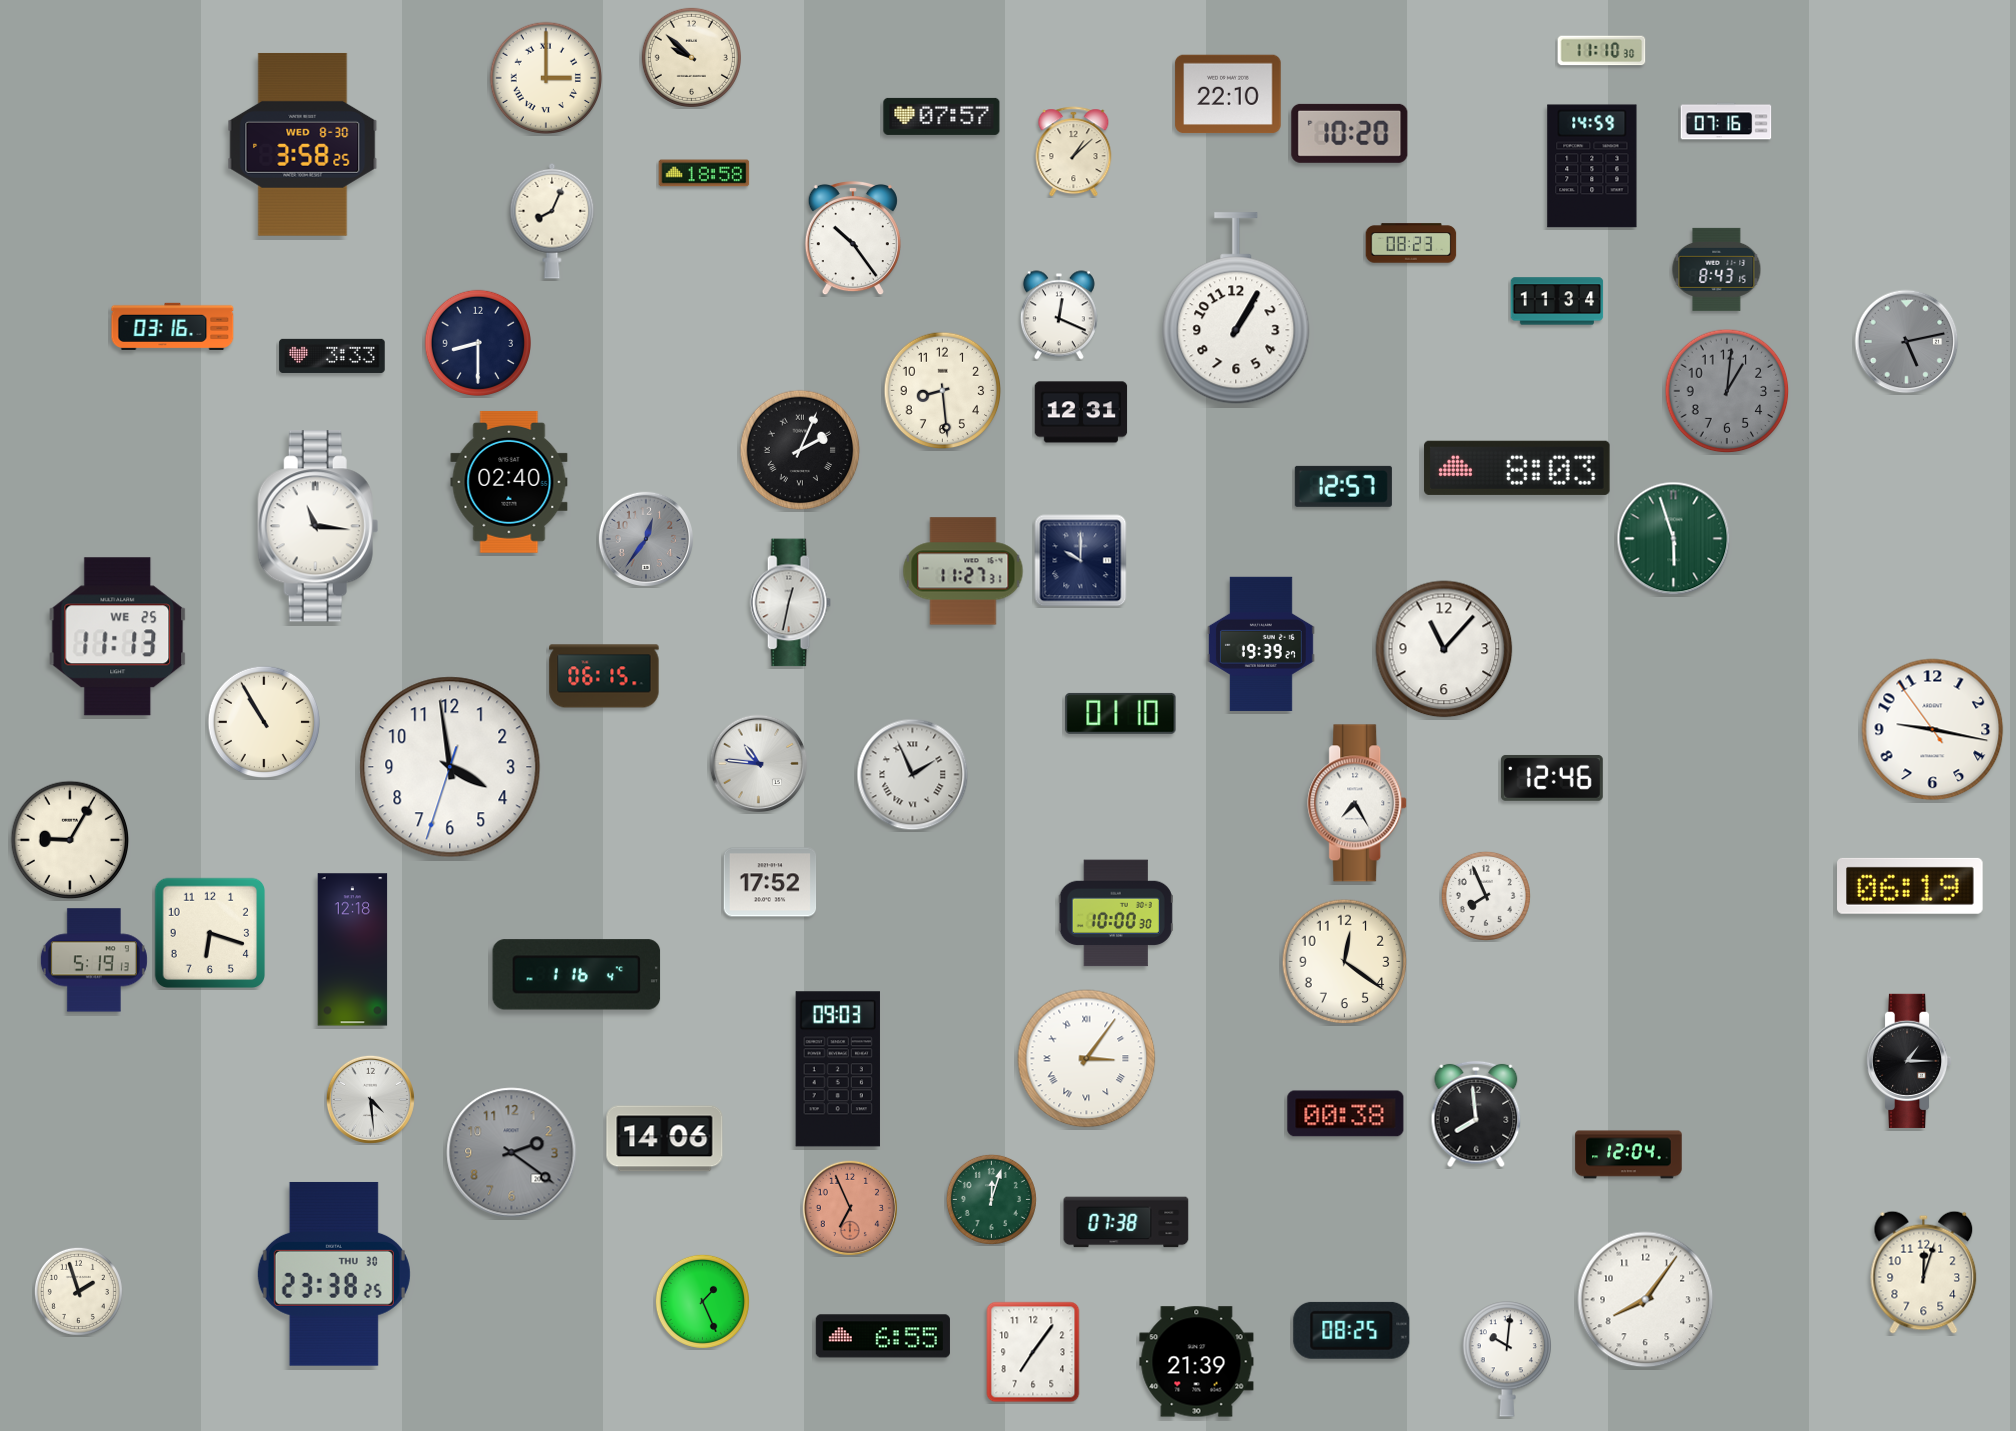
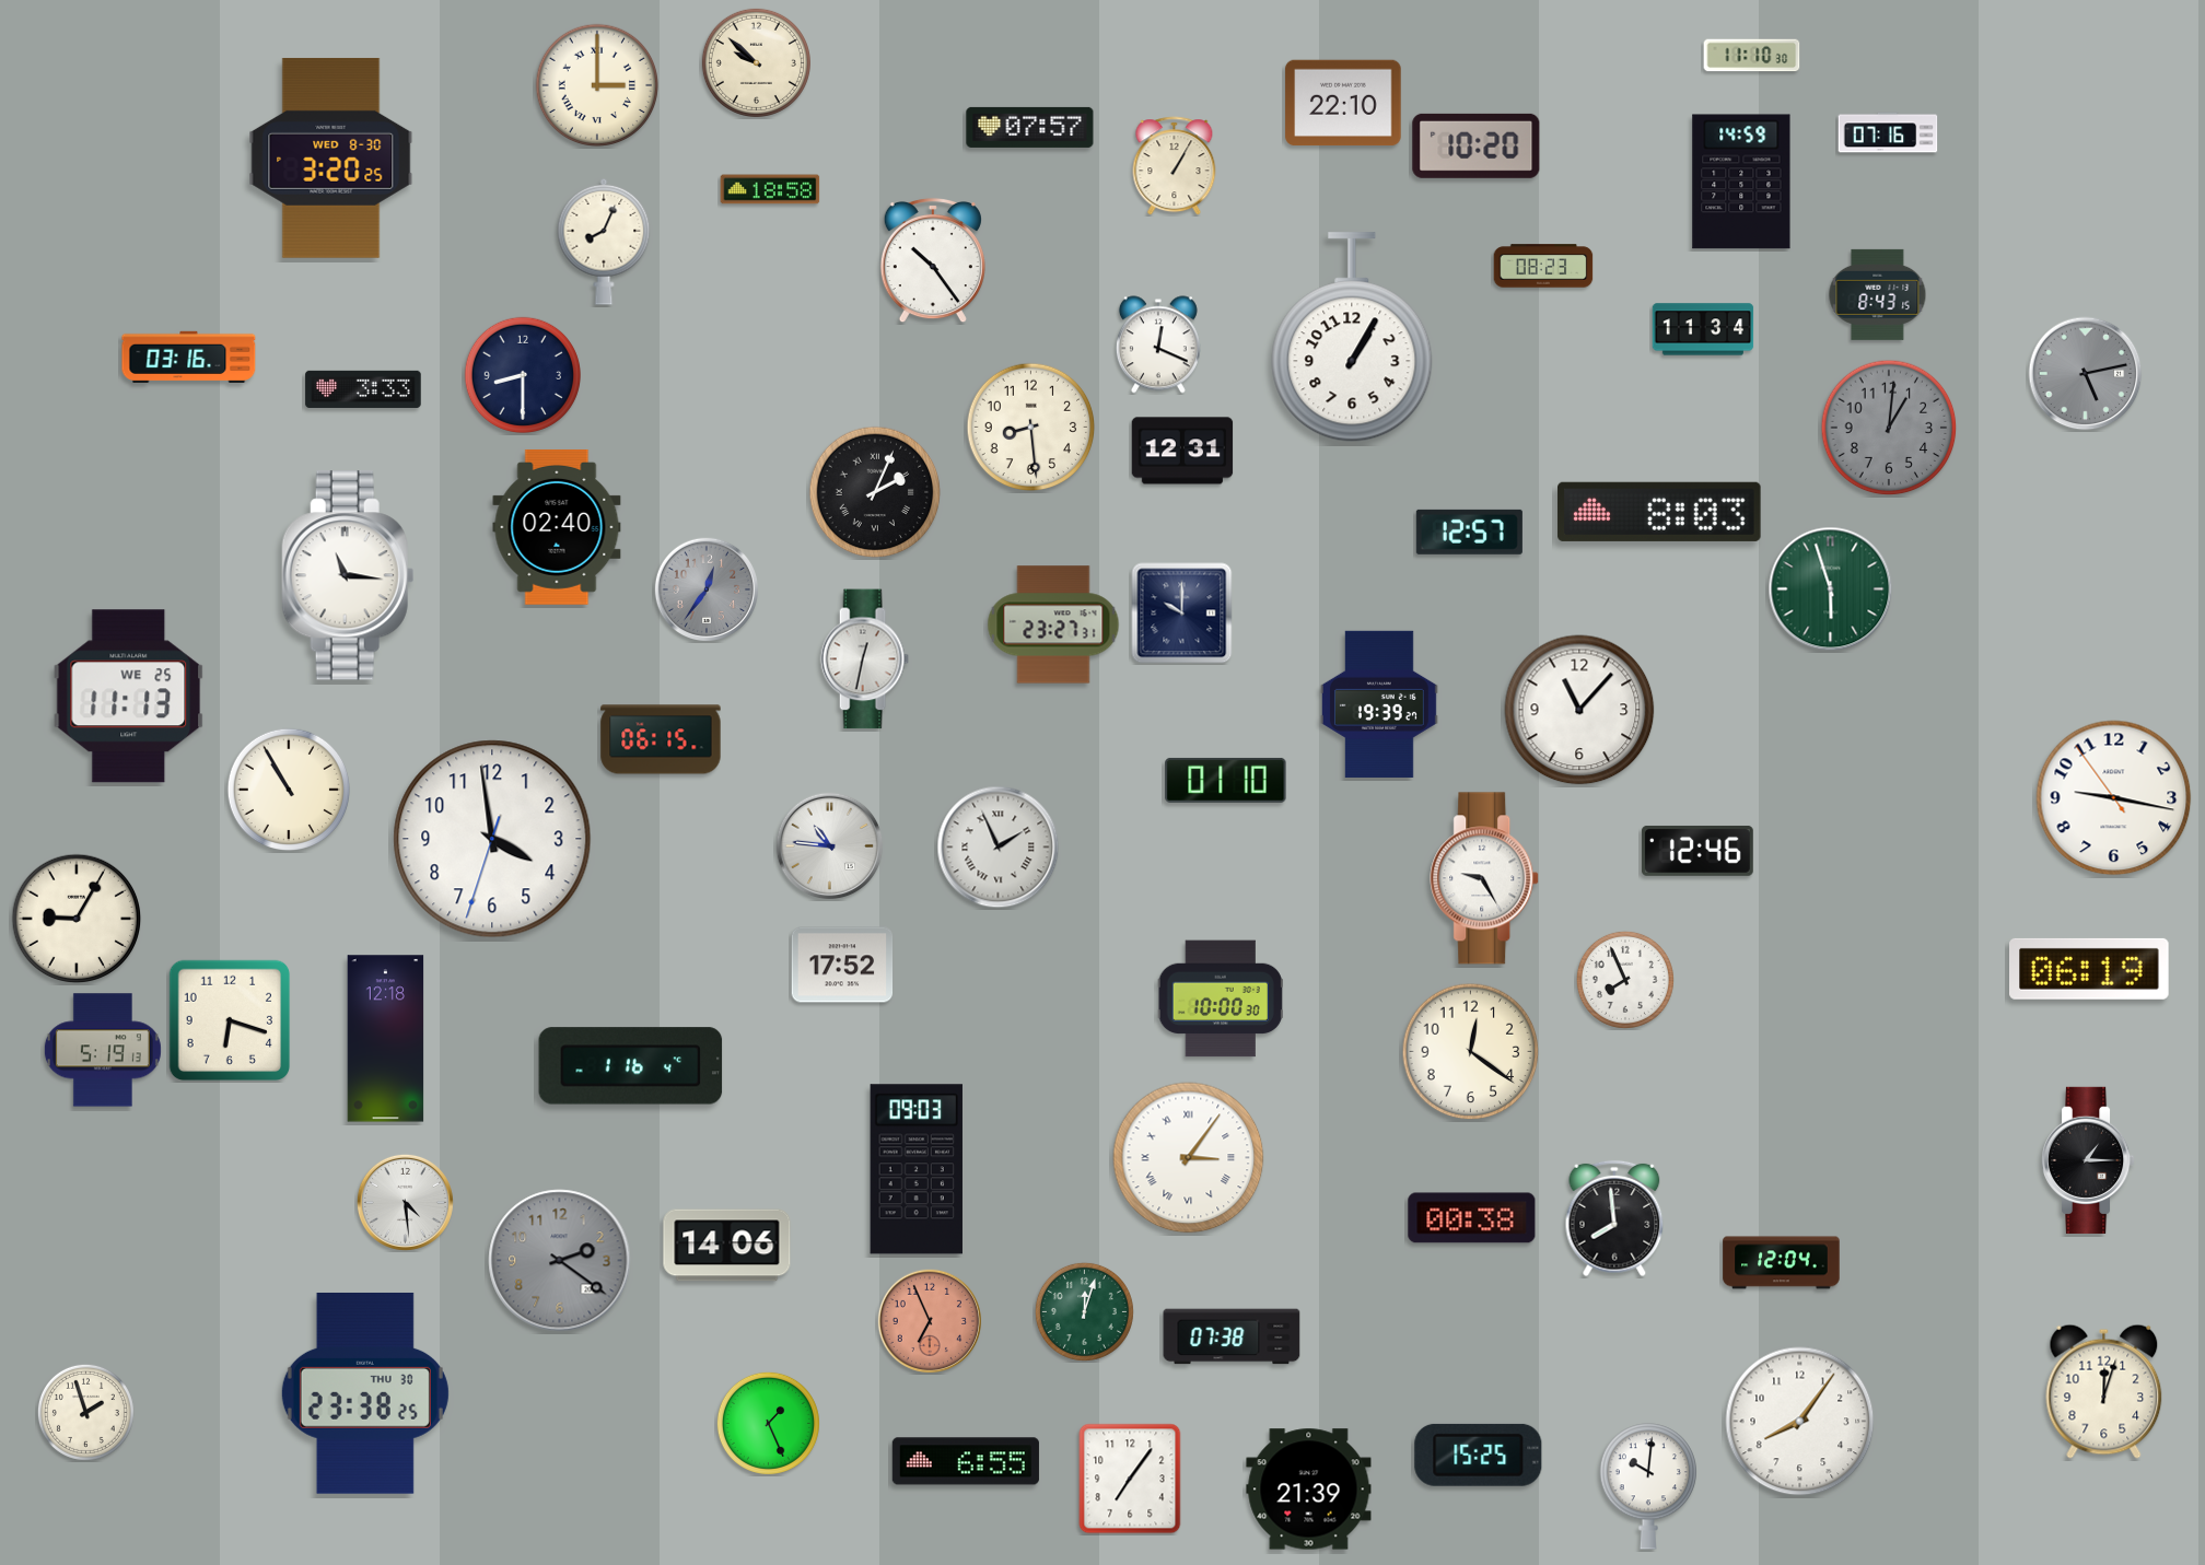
clock at (303, 144): 3:58 -> 3:20
clock at (1074, 152): 1:08 -> 1:05
clock at (963, 571): 11:27 -> 23:27
clock at (759, 764) position: (759, 764) -> (830, 846)
clock at (1358, 803): 7:25 -> 9:25
clock at (1352, 1330): 08:25 -> 15:25
